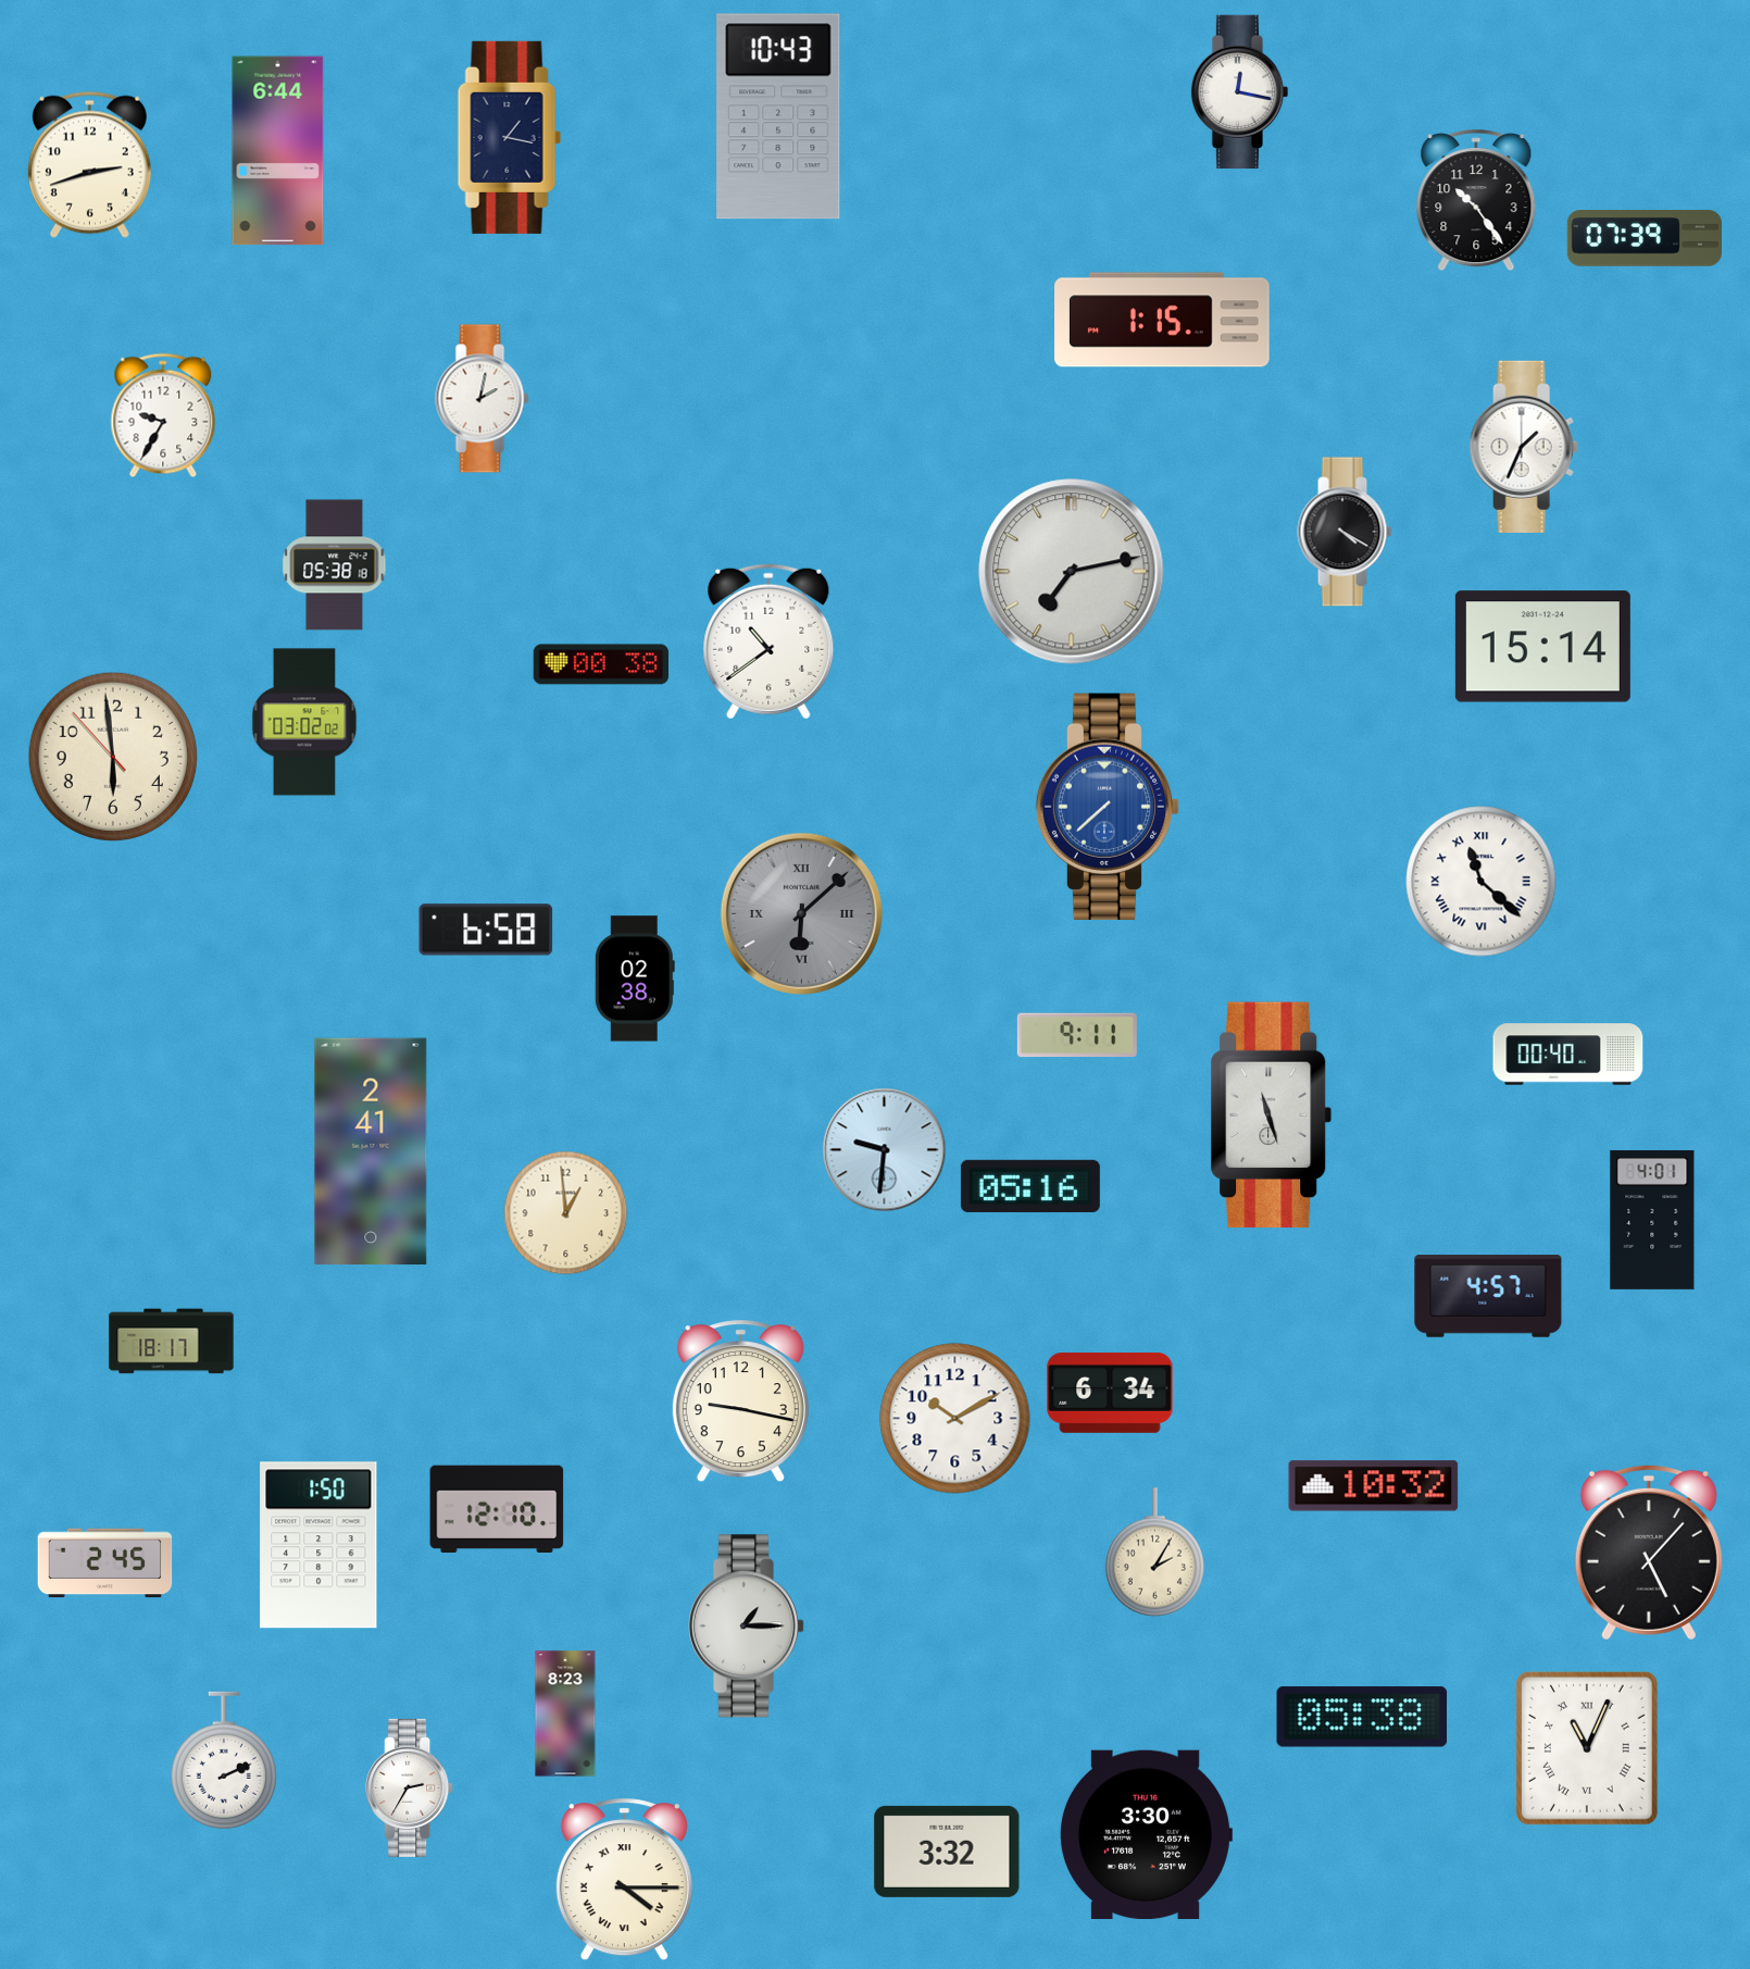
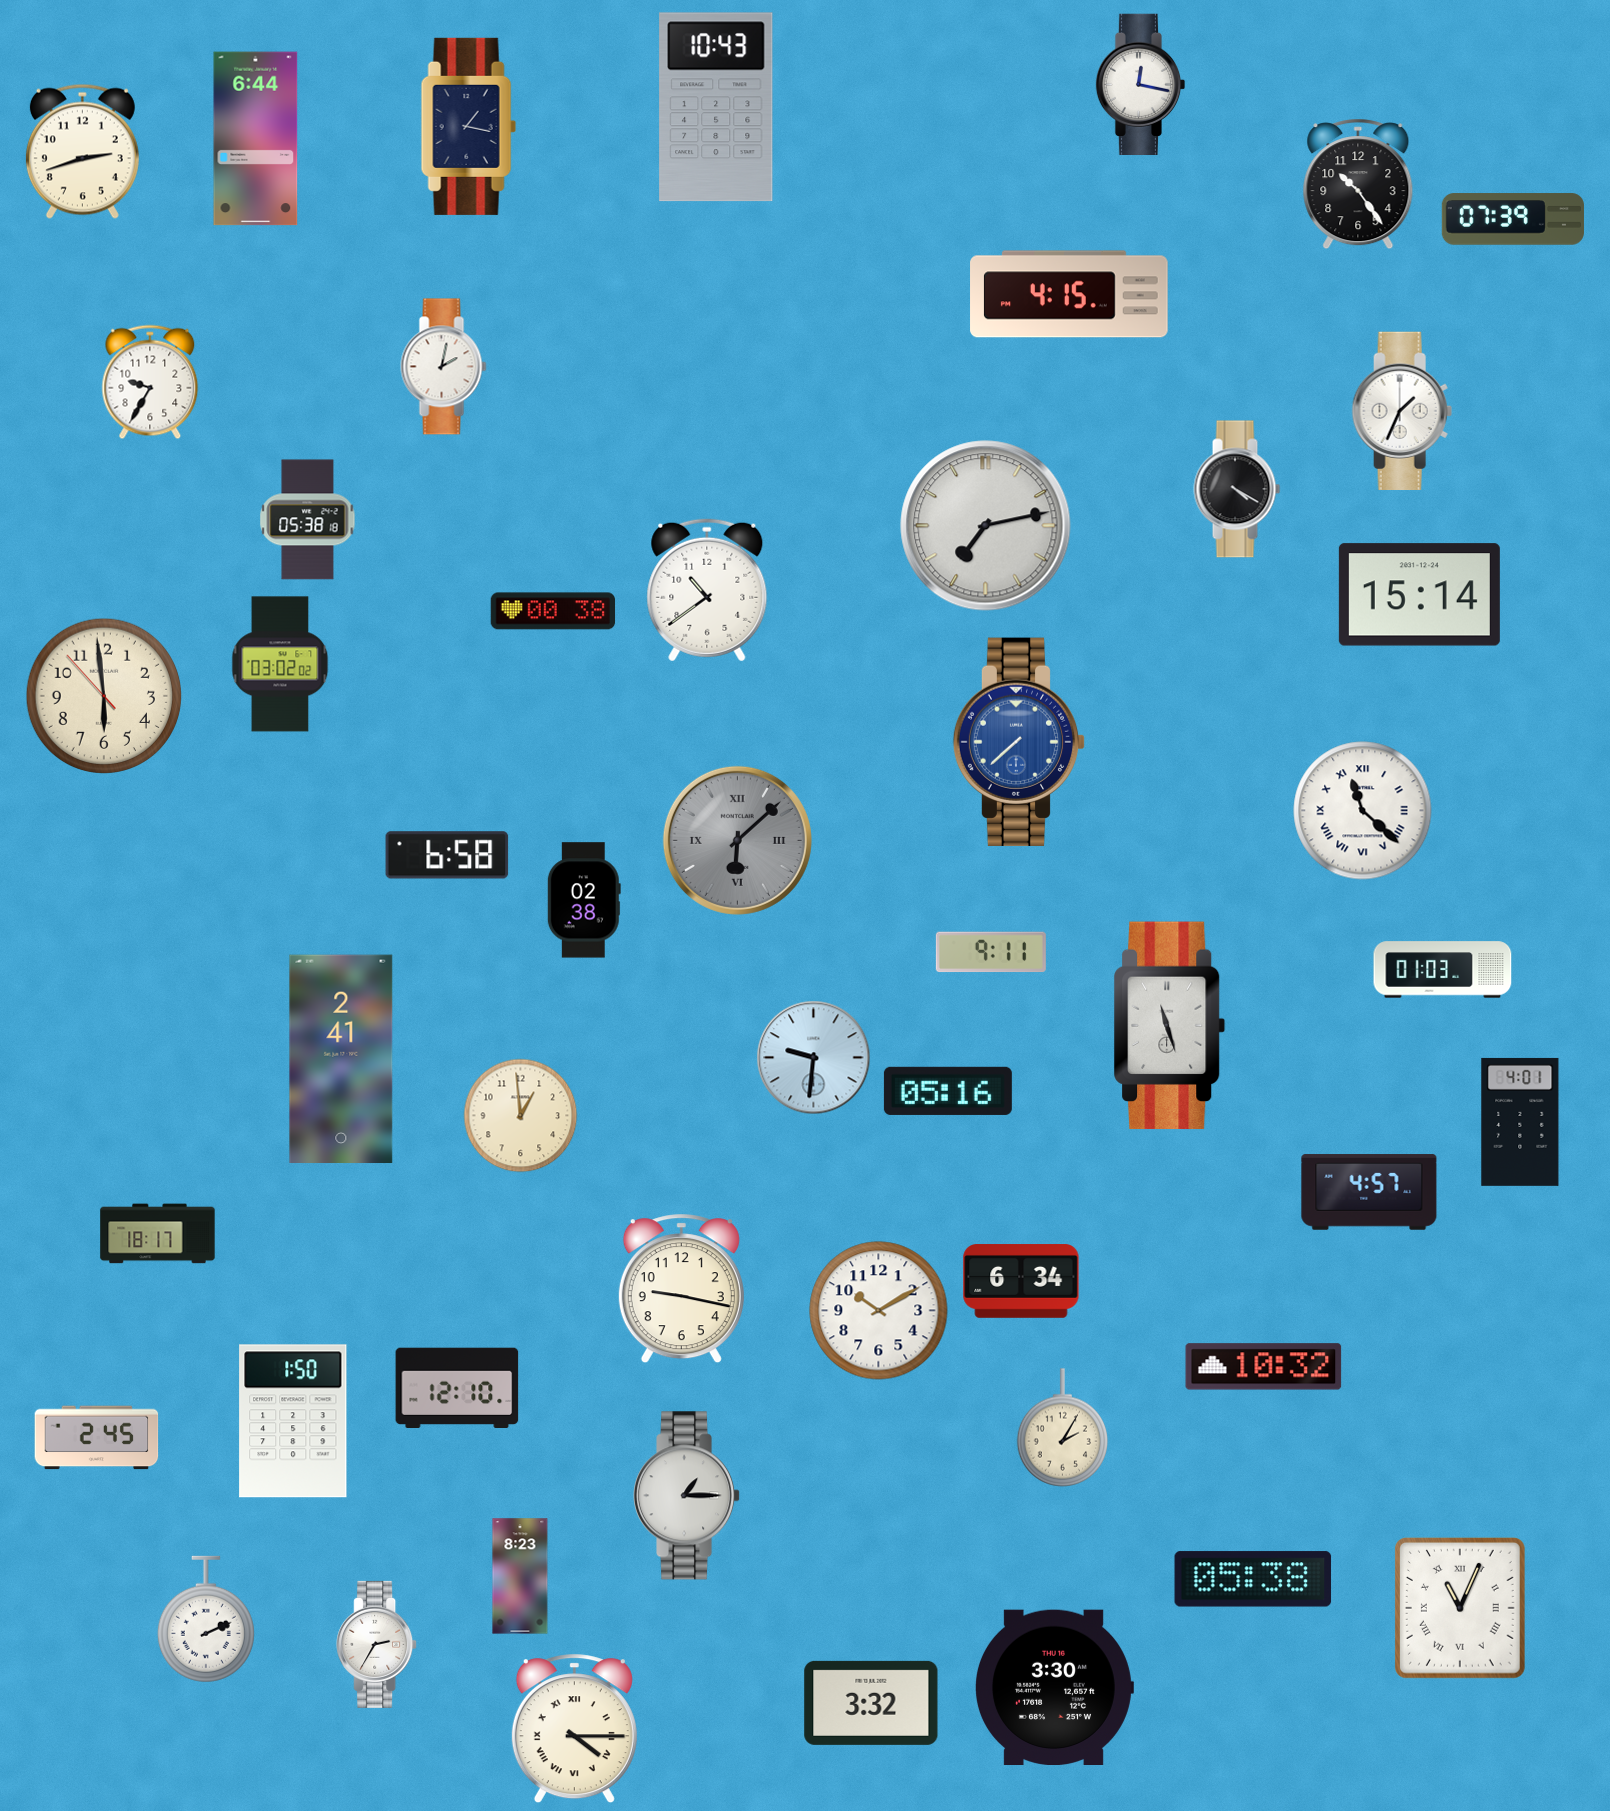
clock at (1162, 320): 1:15 -> 4:15
clock at (1568, 1055): 00:40 -> 01:03
clock at (955, 1419) position: (955, 1419) -> (879, 1311)
clock at (1649, 1553): 5:07 -> none
